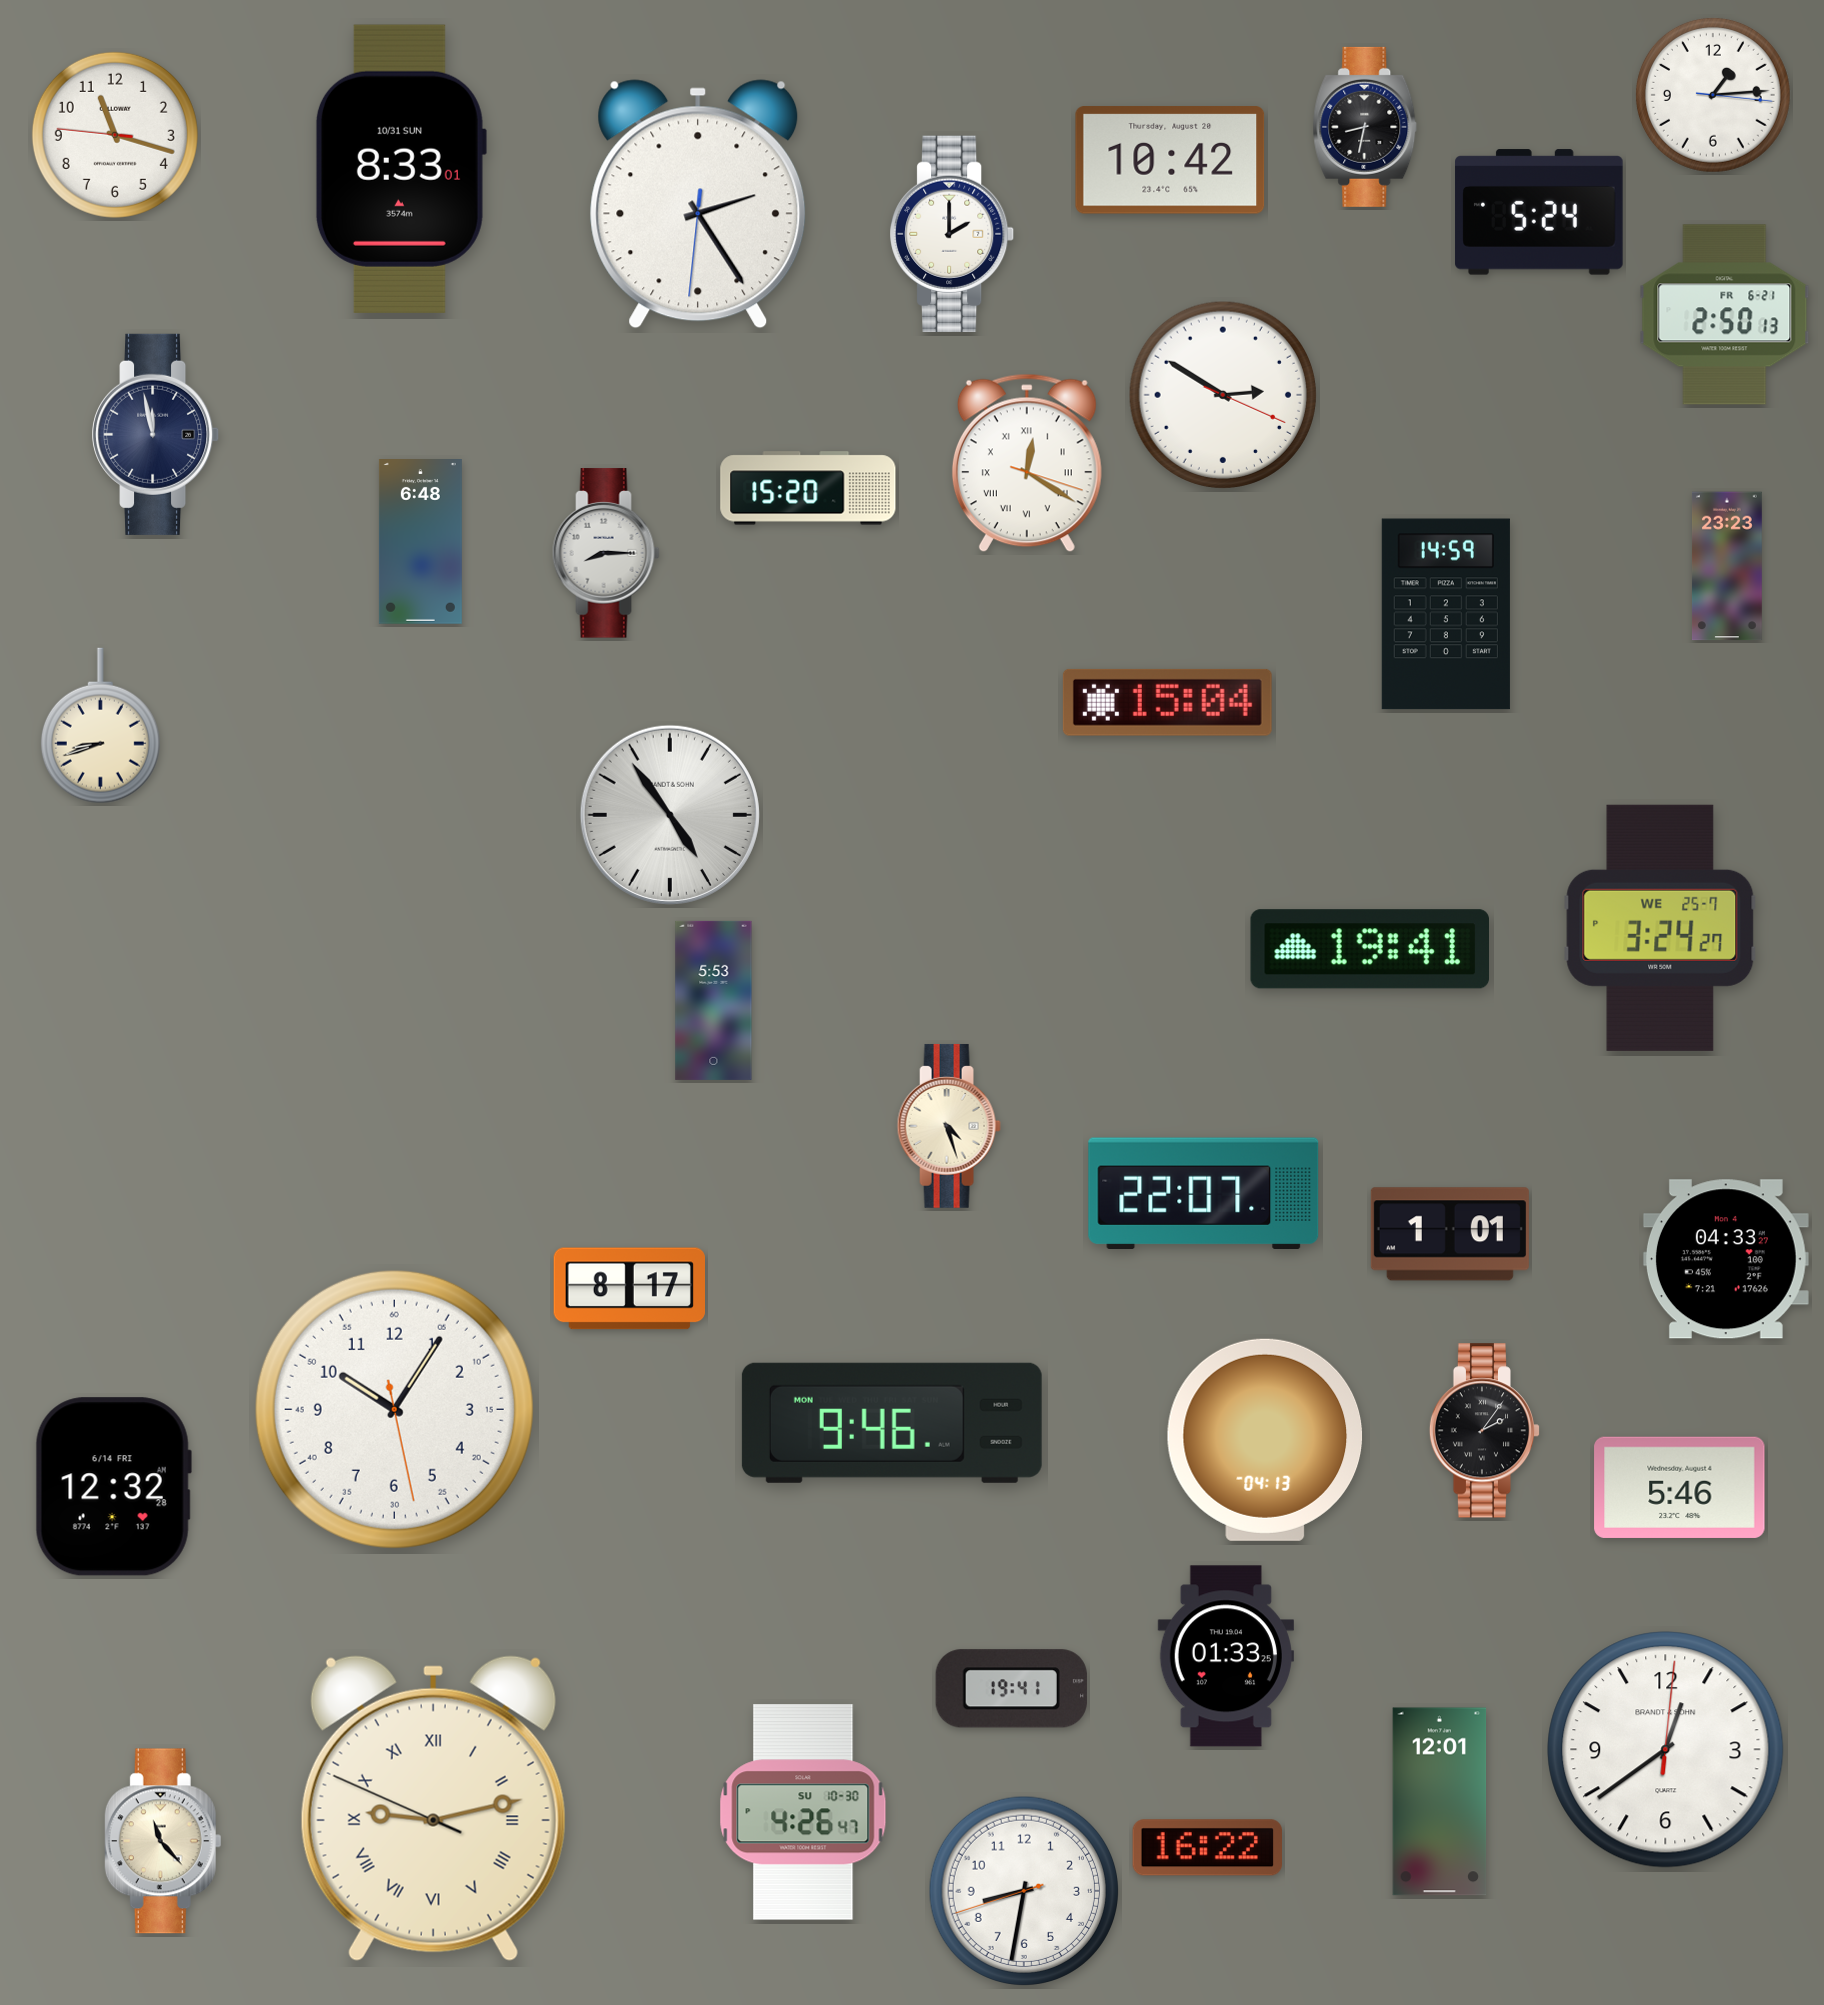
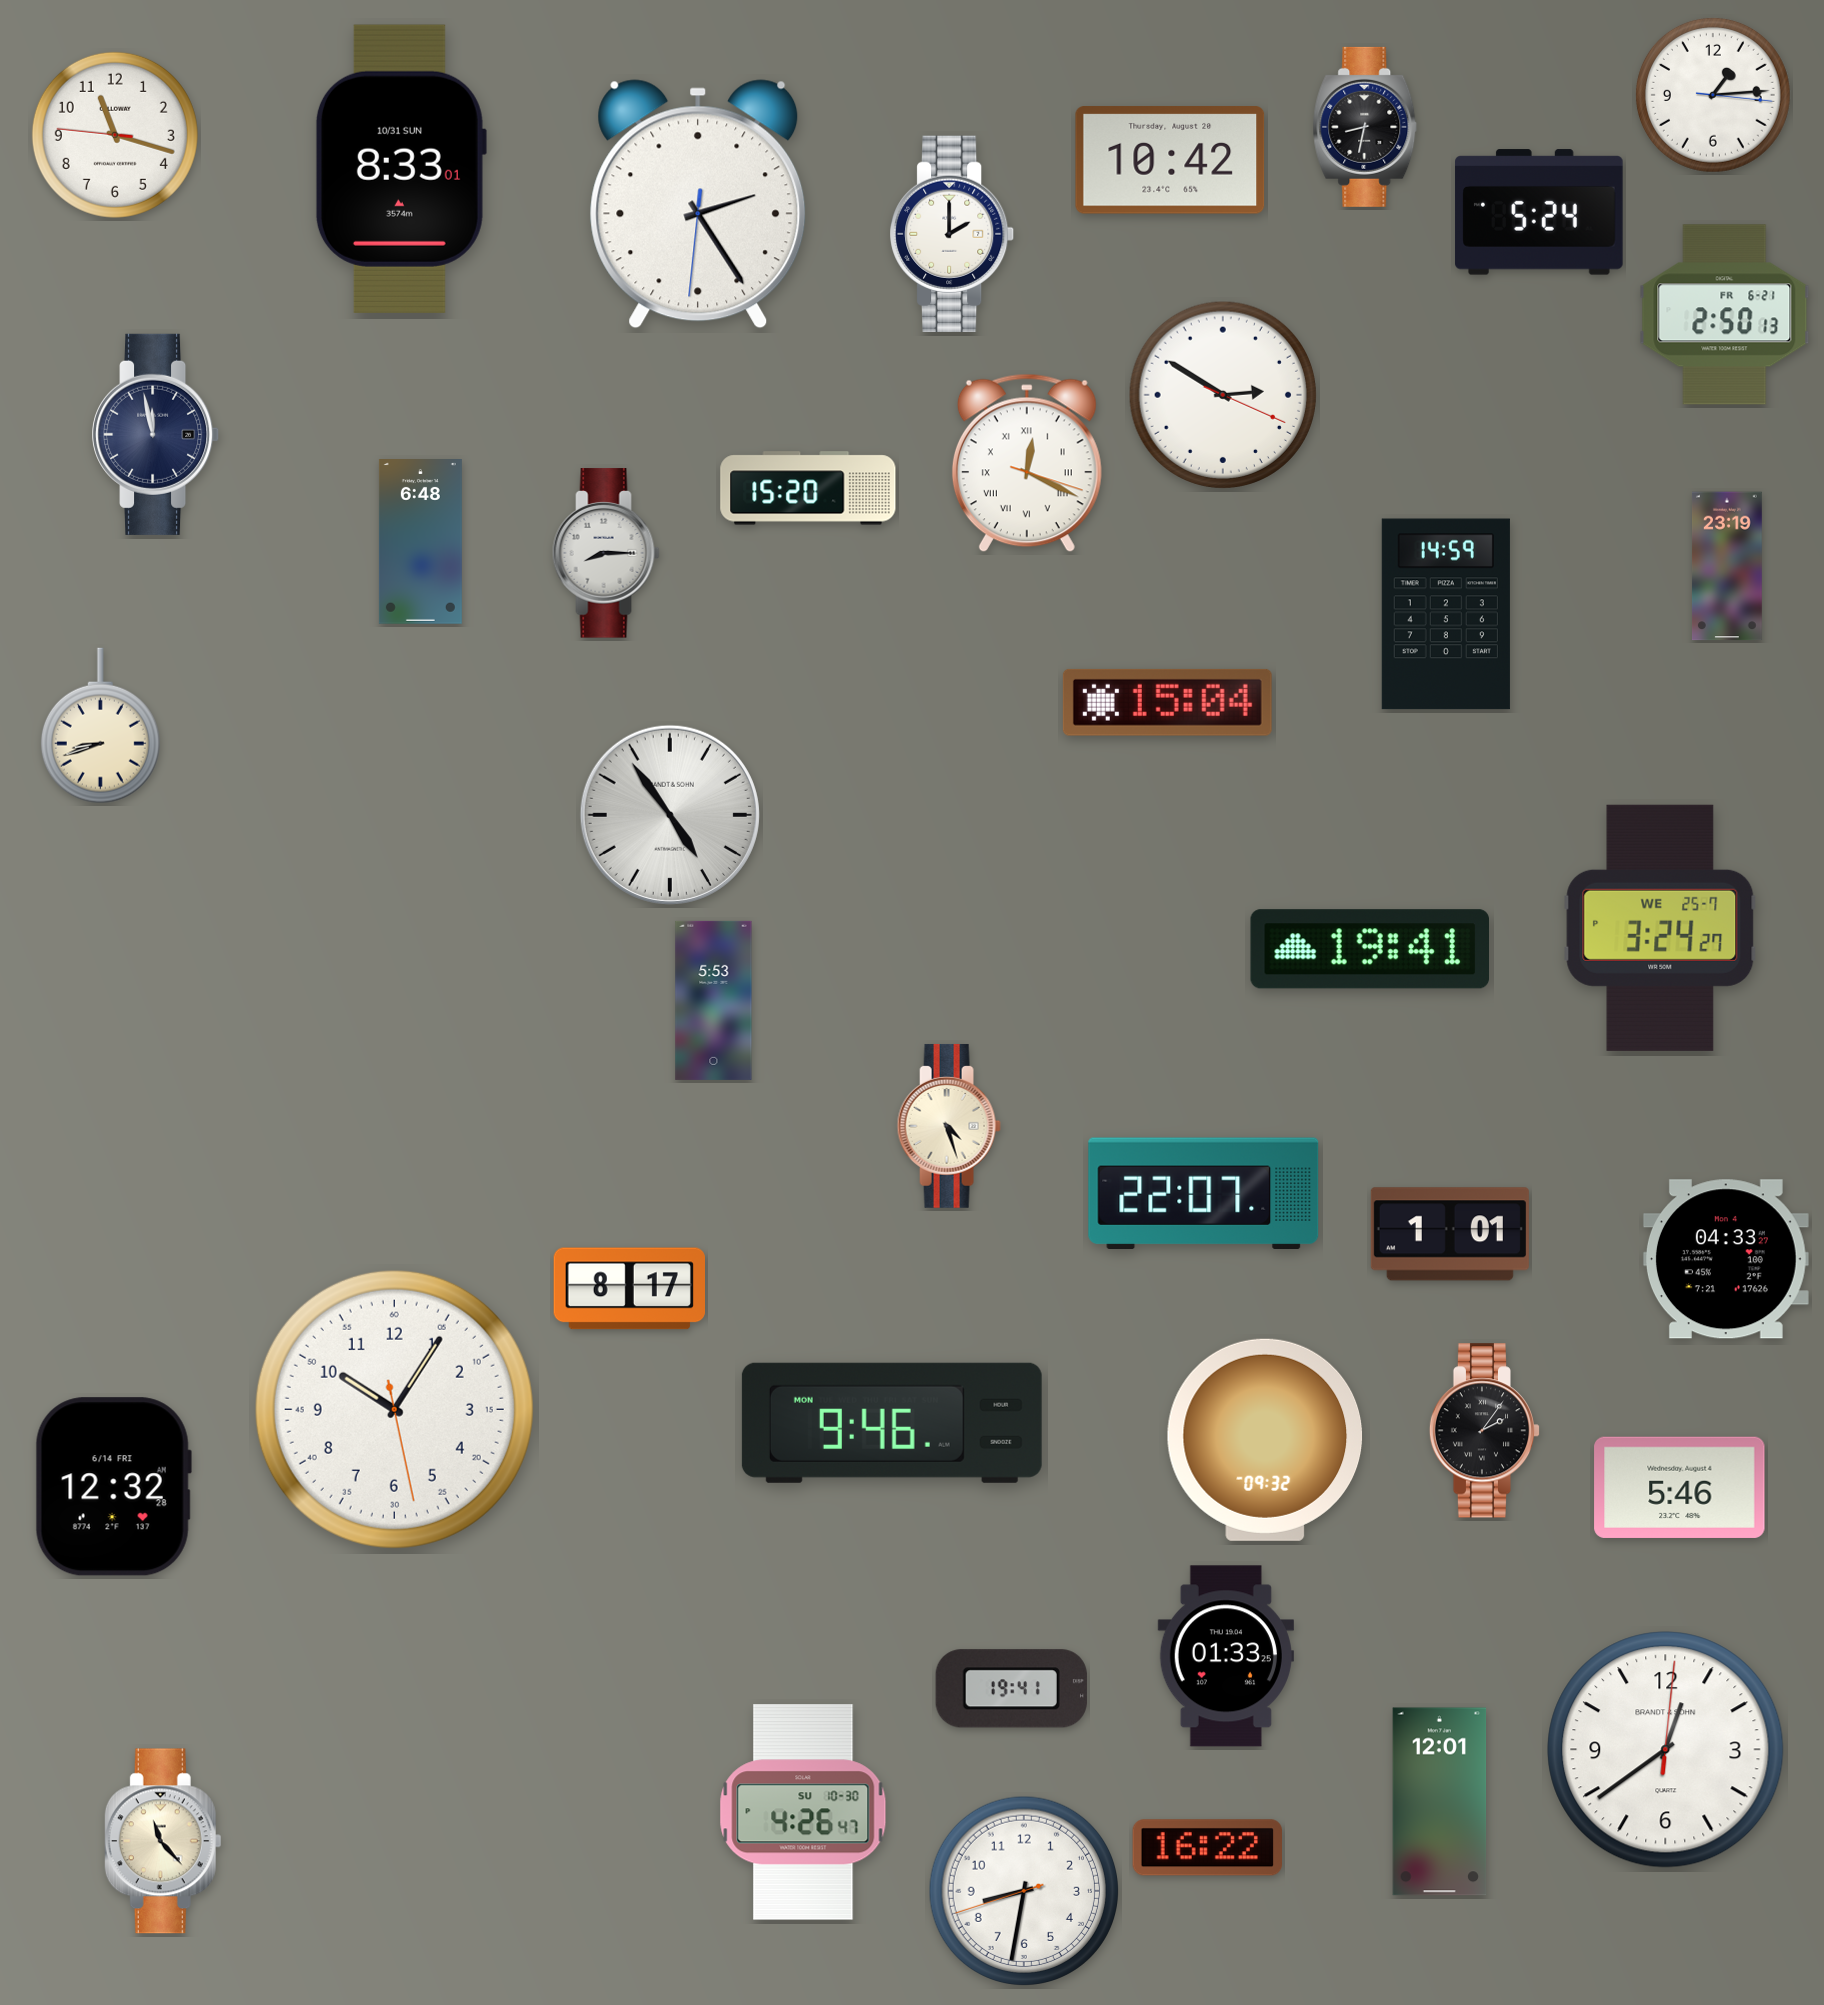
clock at (1027, 463): 12:20 -> 12:19
clock at (1727, 566): 23:23 -> 23:19
clock at (1265, 1440): 04:13 -> 09:32
clock at (433, 1808): 9:12 -> none
